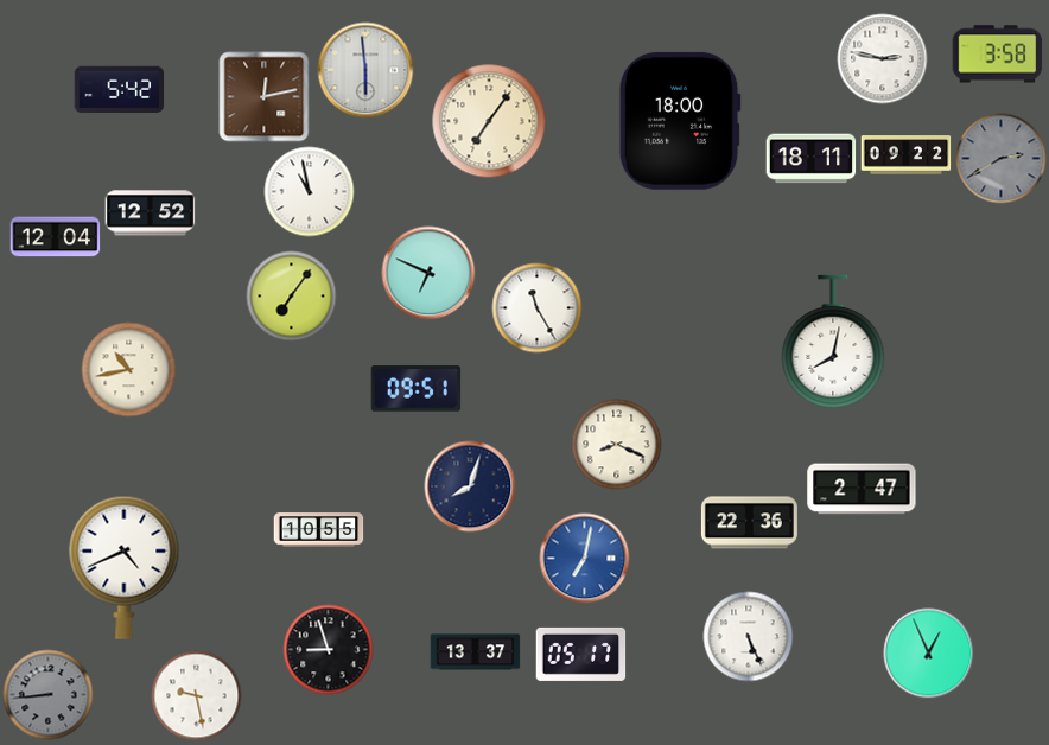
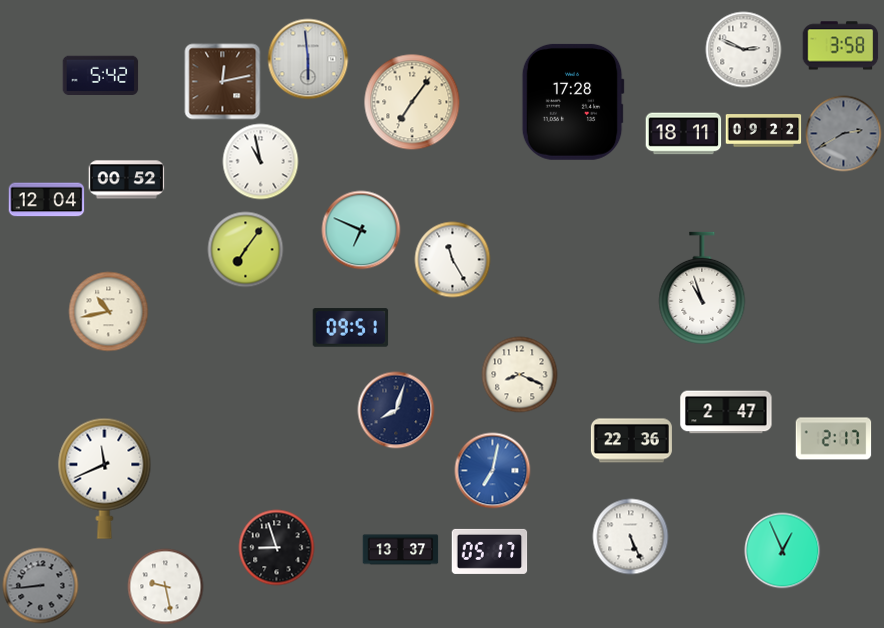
clock at (883, 59): 2:47 -> 2:49
clock at (680, 121): 18:00 -> 17:28
clock at (151, 214): 12:52 -> 00:52
clock at (833, 342): 8:02 -> 10:57
clock at (834, 439): none -> 2:17
clock at (319, 530): 10:55 -> none
clock at (125, 567): 4:41 -> 11:41
